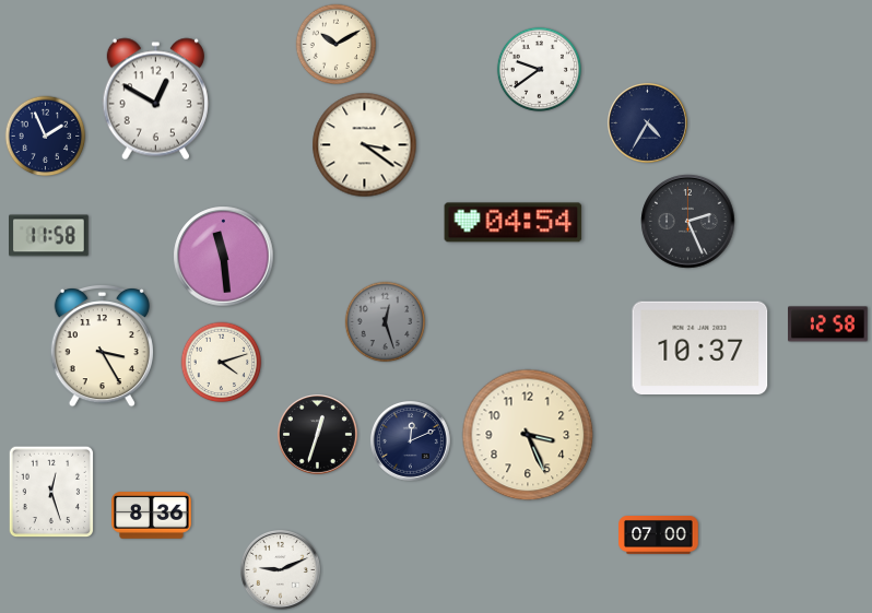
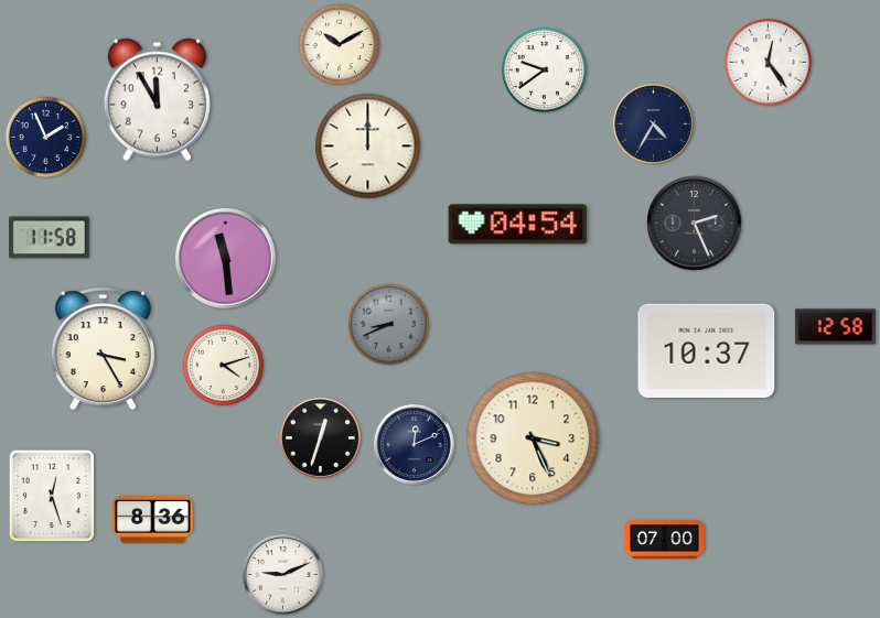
clock at (768, 62): none -> 12:24
clock at (155, 99): 12:50 -> 11:55
clock at (365, 145): 3:21 -> 12:00
clock at (386, 322): 12:27 -> 8:41
